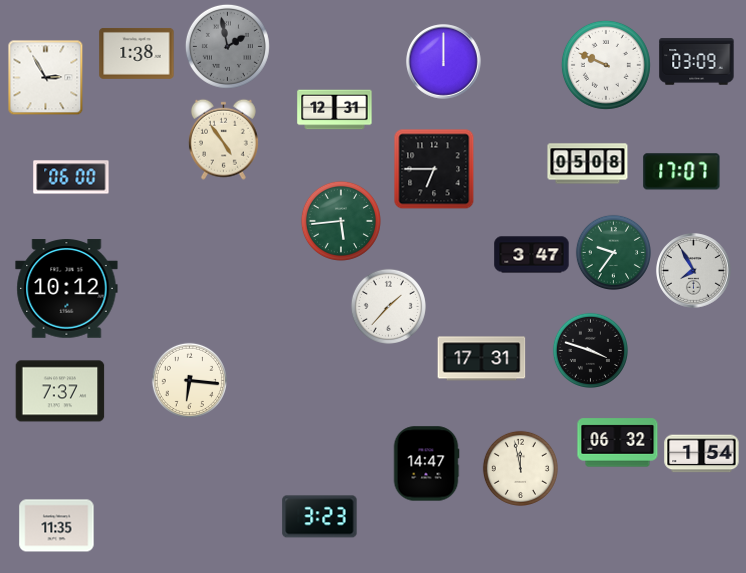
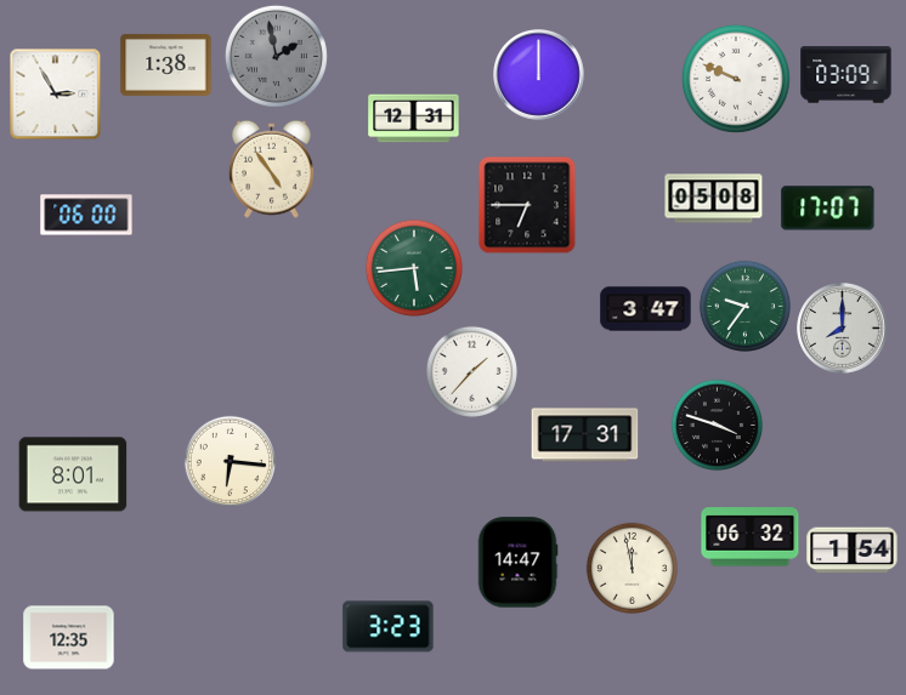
clock at (335, 110) position: (335, 110) -> (414, 119)
clock at (694, 271): 7:55 -> 8:00
clock at (67, 289): 10:12 -> none
clock at (60, 391): 7:37 -> 8:01
clock at (57, 526): 11:35 -> 12:35
